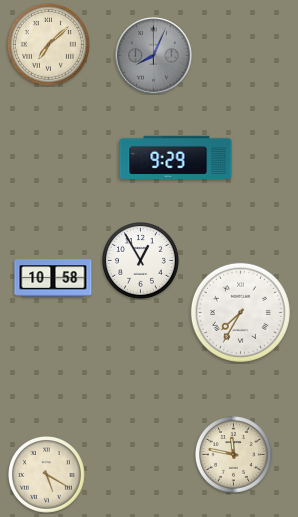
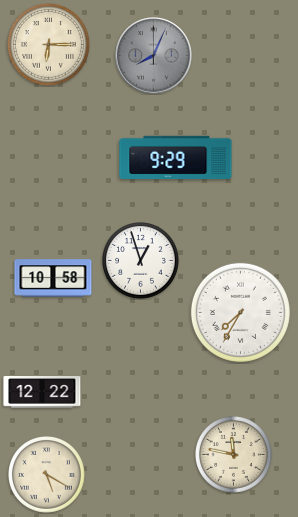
clock at (48, 44): 7:08 -> 6:15
clock at (141, 261): 12:55 -> 12:57
clock at (42, 393): none -> 12:22
